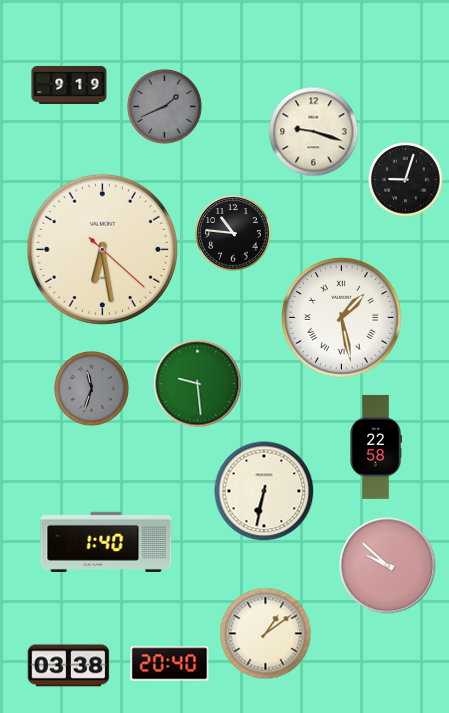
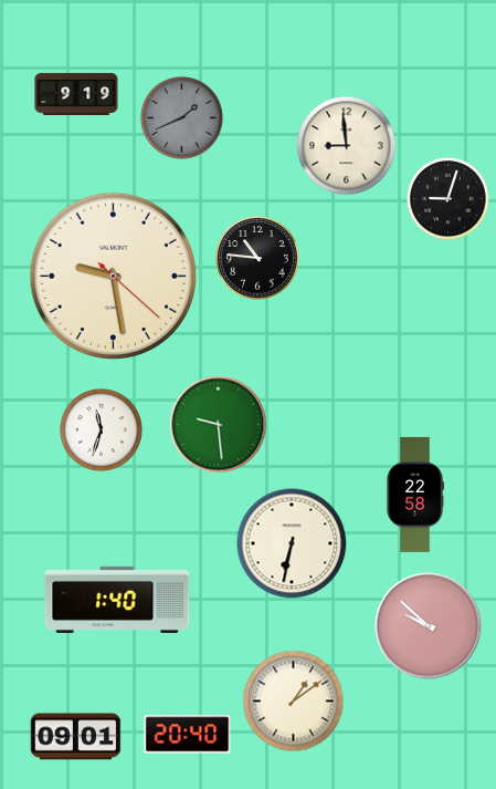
clock at (314, 132): 9:18 -> 8:59
clock at (103, 250): 6:28 -> 9:28
clock at (342, 318): 1:28 -> none
clock at (92, 389) dial: grey -> white
clock at (69, 666): 03:38 -> 09:01
